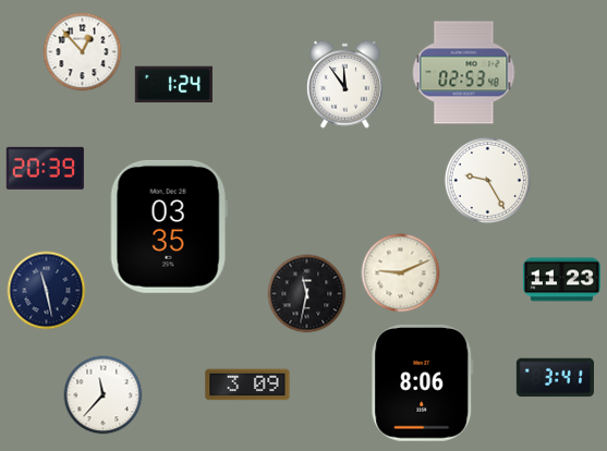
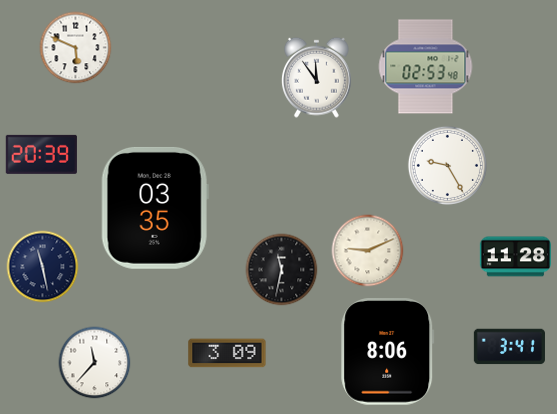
clock at (83, 52): 12:53 -> 5:49
clock at (173, 85): 1:24 -> none
clock at (561, 280): 11:23 -> 11:28
